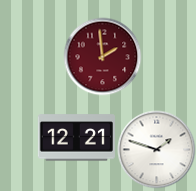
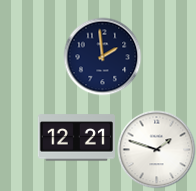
clock at (102, 56) dial: burgundy -> navy
